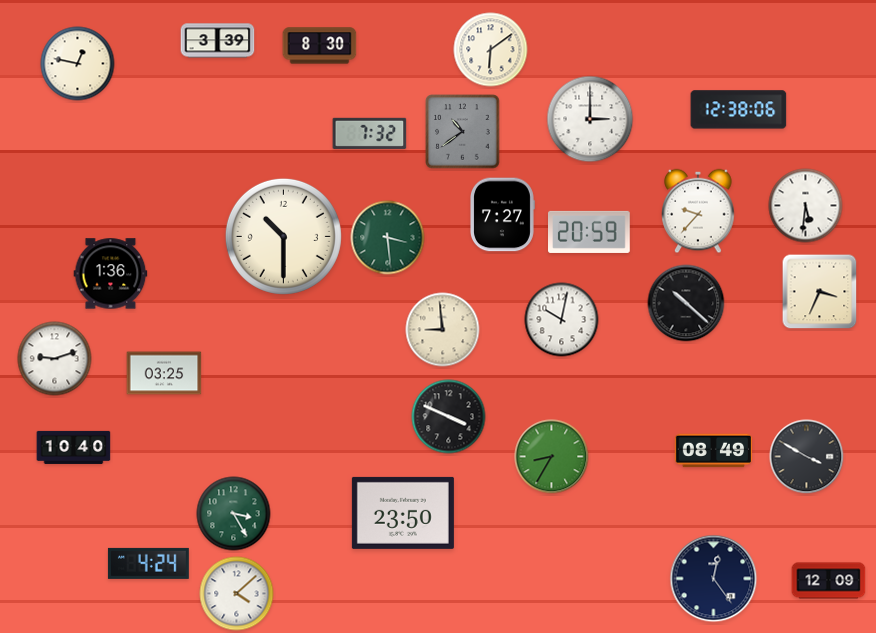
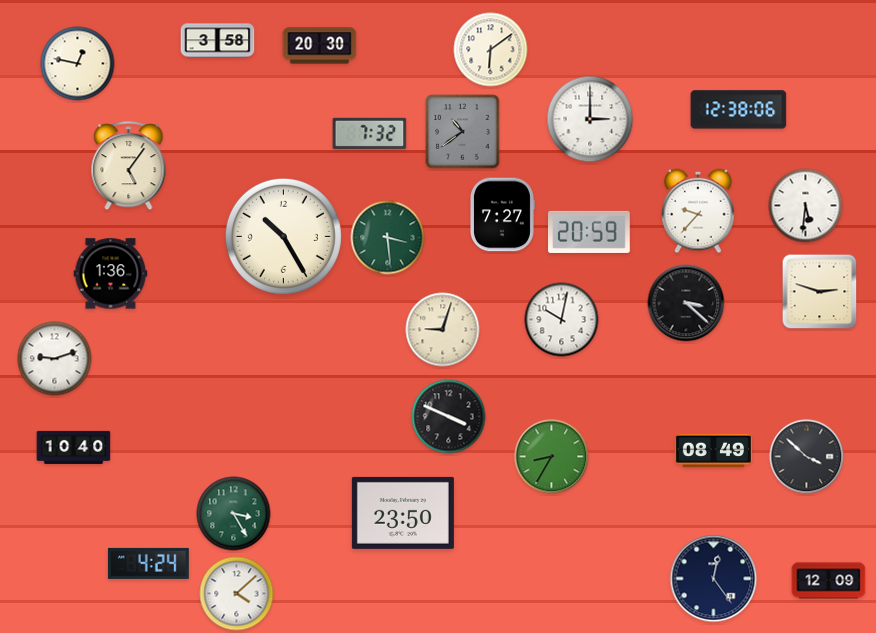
clock at (218, 41): 3:39 -> 3:58
clock at (320, 46): 8:30 -> 20:30
clock at (129, 166): none -> 5:06
clock at (283, 236): 10:30 -> 10:25
clock at (820, 292): 3:34 -> 2:48
clock at (686, 303): 10:22 -> 3:22
clock at (443, 330): 8:59 -> 9:03
clock at (164, 373): 03:25 -> none
clock at (807, 457): 3:50 -> 3:52
